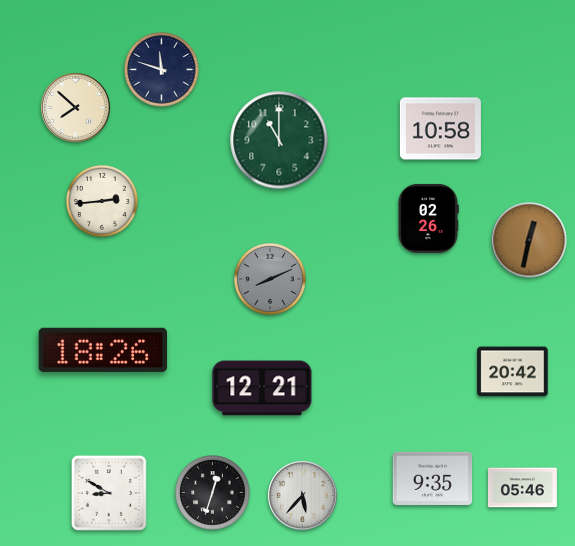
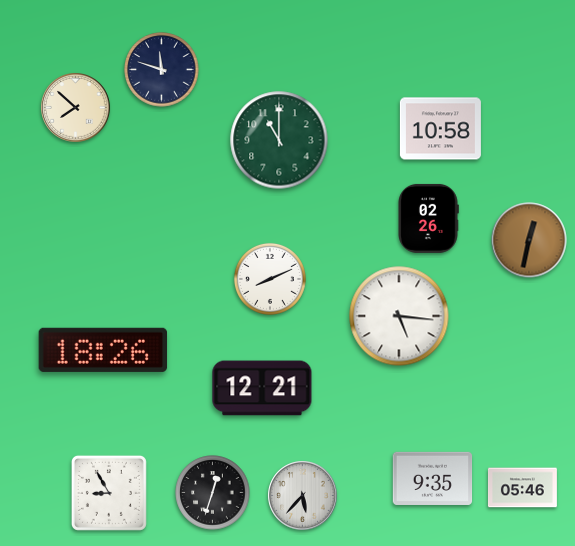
clock at (102, 201): 2:44 -> none
clock at (270, 279) dial: grey -> white
clock at (399, 316): none -> 5:16
clock at (513, 372): 20:42 -> none
clock at (109, 493): 8:50 -> 8:55
